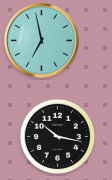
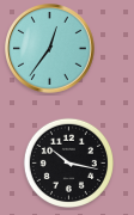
clock at (42, 41): 6:58 -> 12:36
